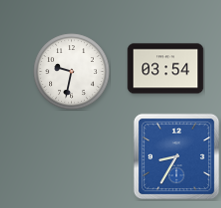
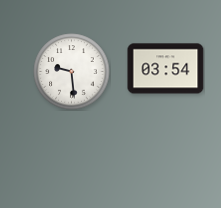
clock at (72, 72): 9:32 -> 9:29
clock at (177, 157): 8:35 -> none
